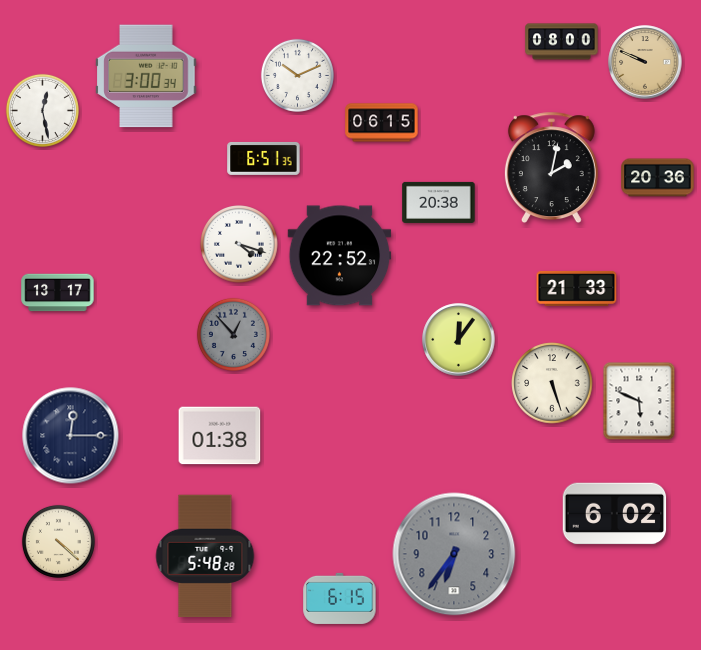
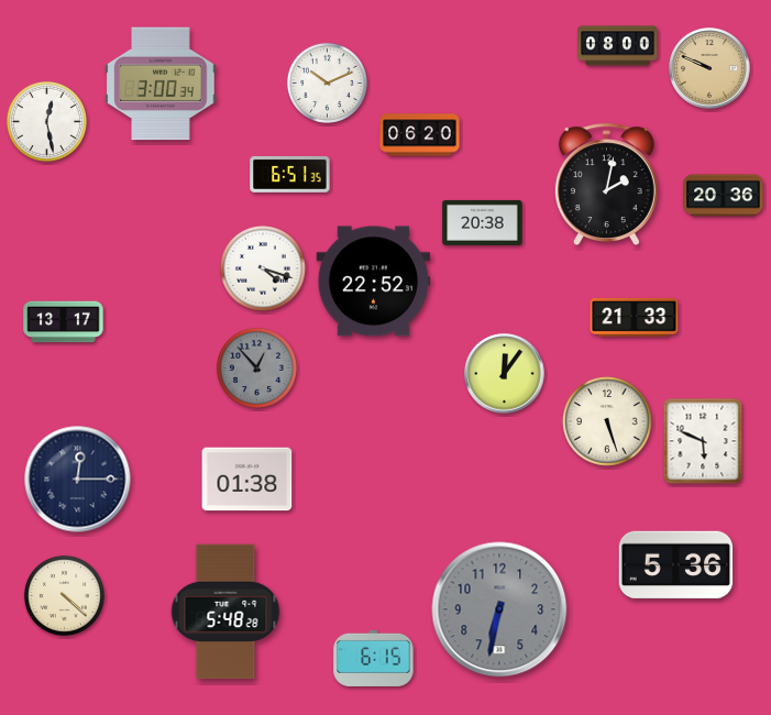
clock at (382, 123): 06:15 -> 06:20
clock at (220, 436) position: (220, 436) -> (247, 480)
clock at (615, 514): 6:02 -> 5:36
clock at (454, 554): 6:36 -> 6:32
